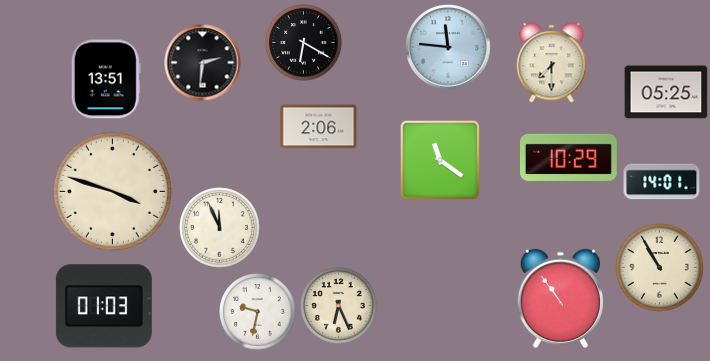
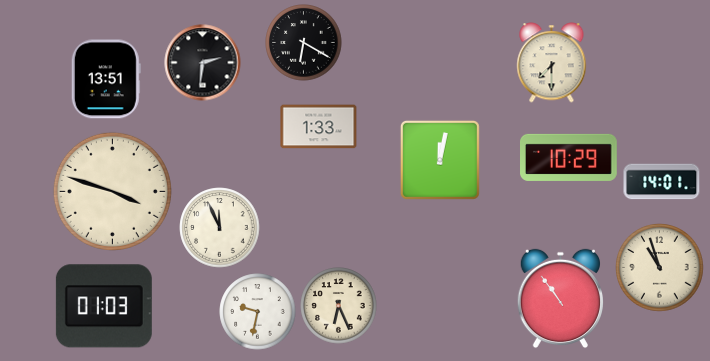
clock at (448, 47): 11:46 -> none
clock at (666, 92): 05:25 -> none
clock at (319, 127): 2:06 -> 1:33
clock at (440, 160): 11:21 -> 12:02
clock at (660, 268): 10:55 -> 10:57
